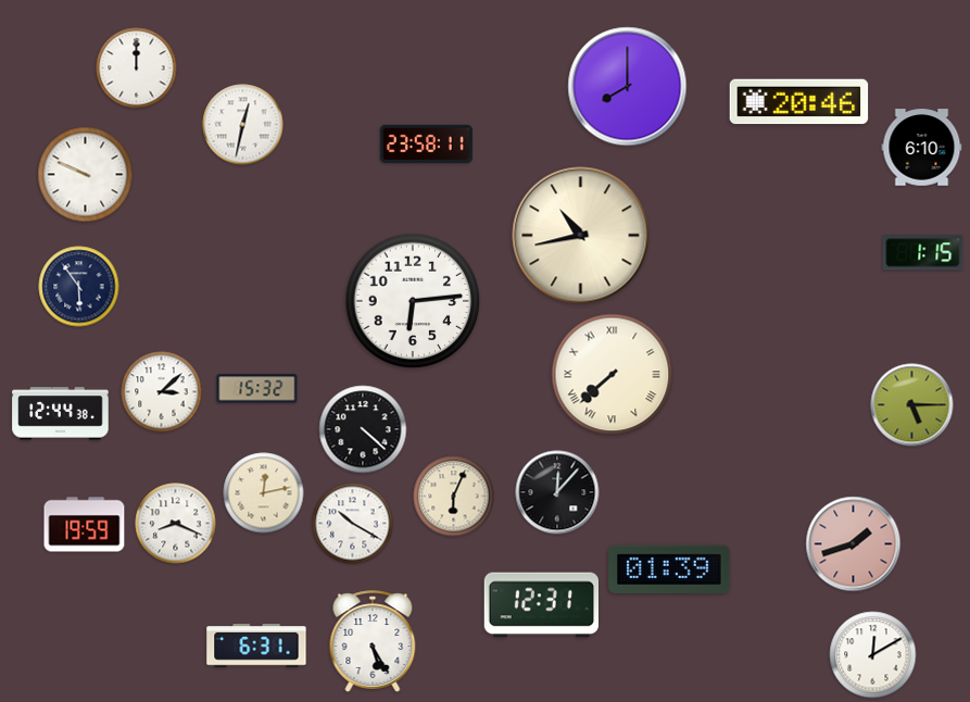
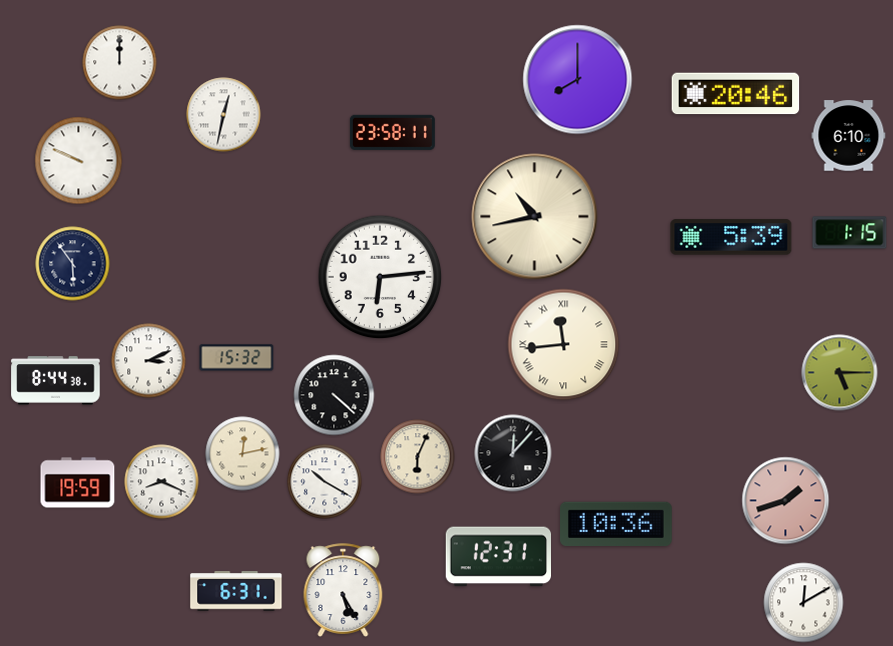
clock at (137, 68) position: (137, 68) -> (120, 63)
clock at (731, 237): none -> 5:39
clock at (613, 375): 7:38 -> 11:44
clock at (162, 392): 3:08 -> 3:11
clock at (61, 414): 12:44 -> 8:44
clock at (669, 569): 01:39 -> 10:36
clock at (256, 645) position: (256, 645) -> (236, 591)
